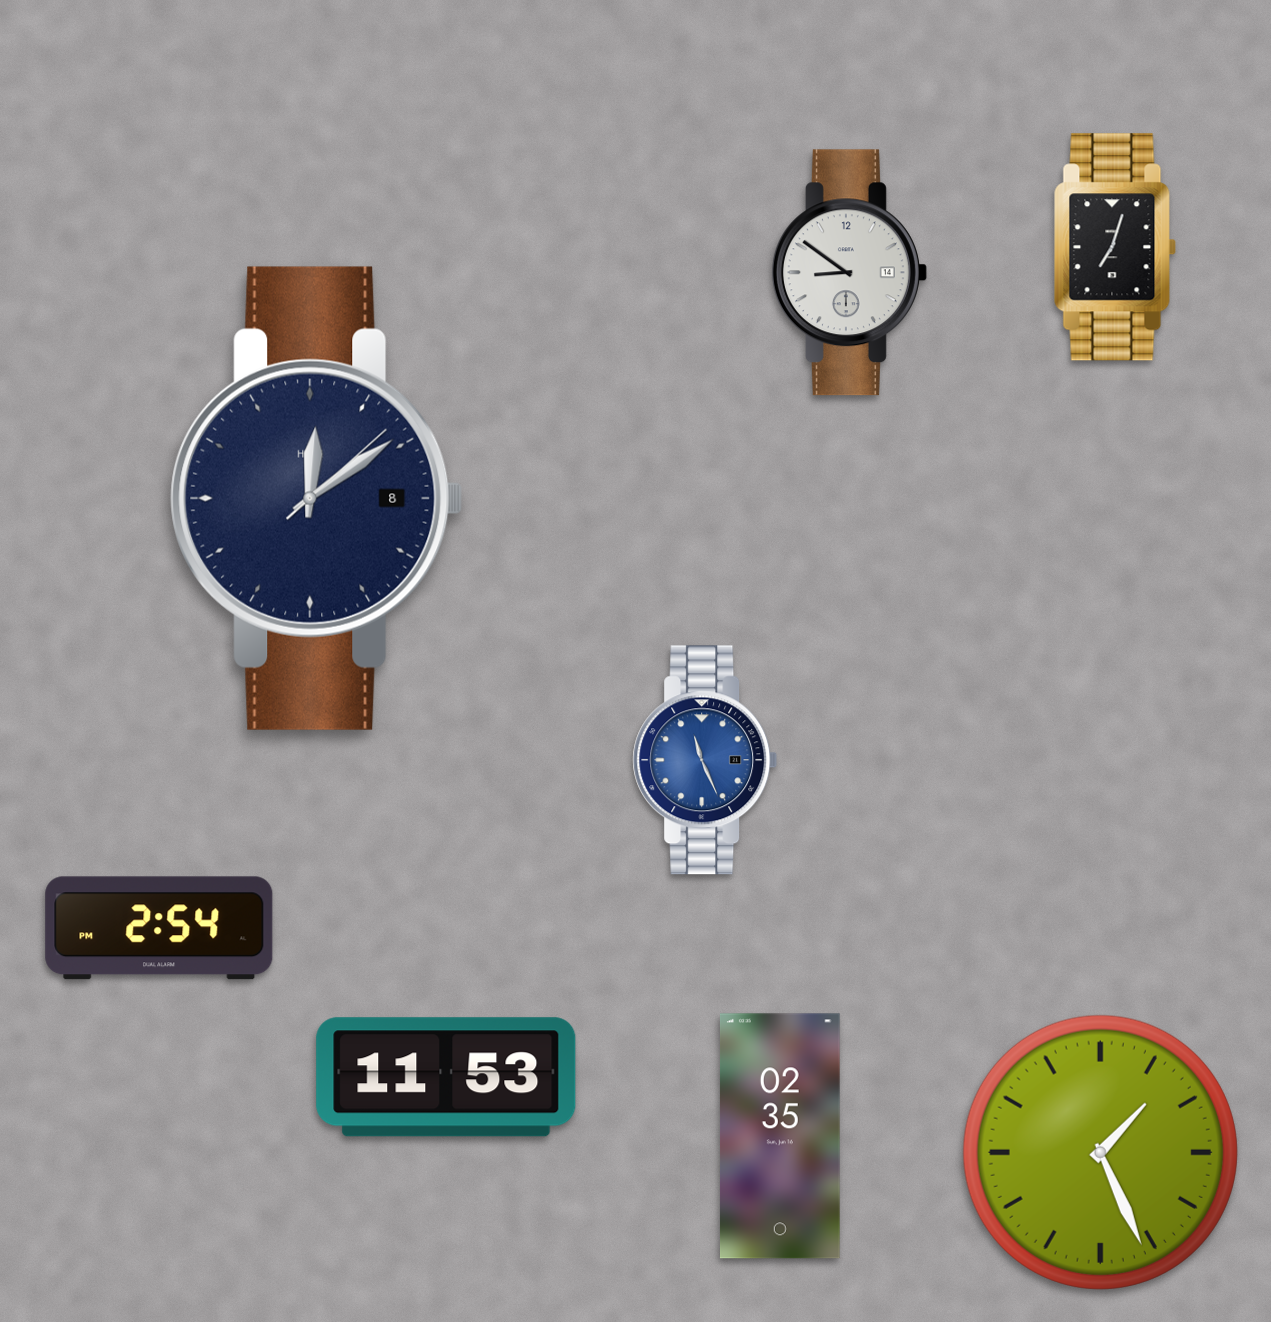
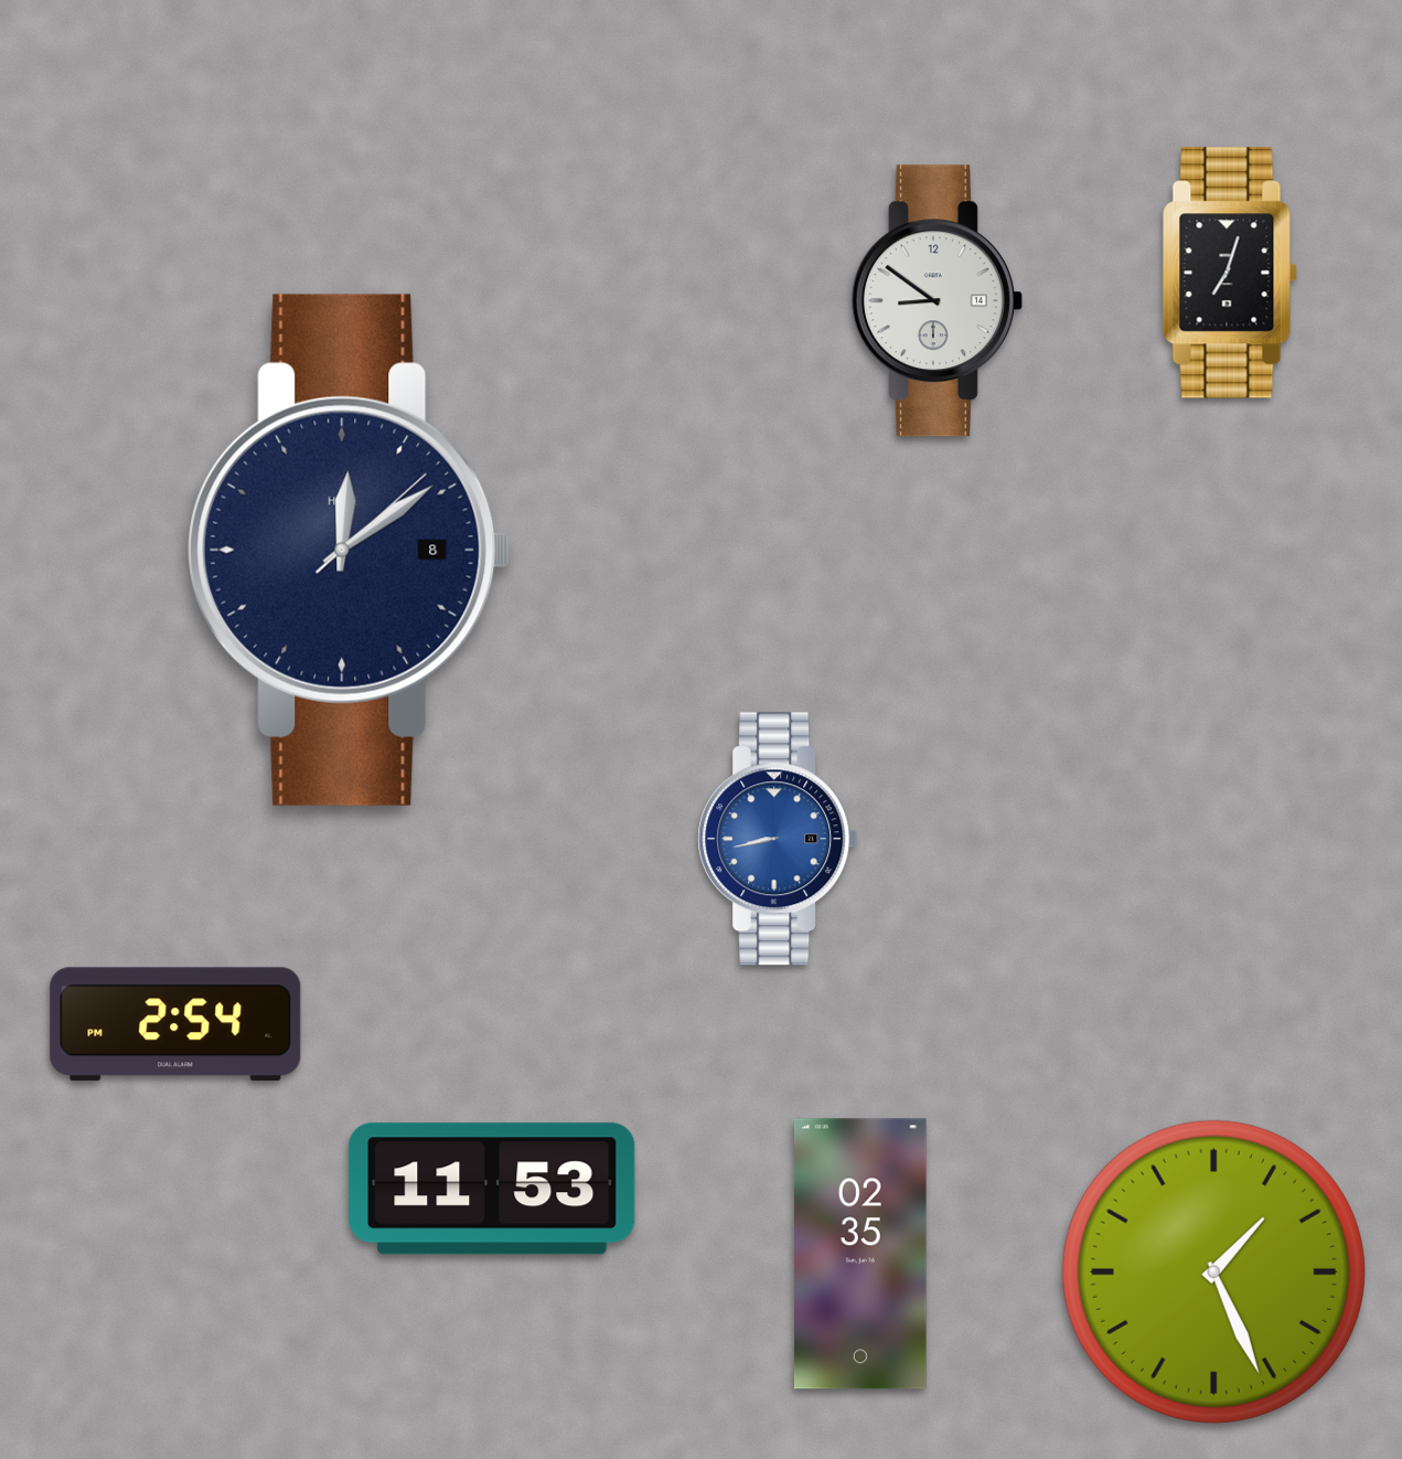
clock at (705, 760): 11:26 -> 8:43
